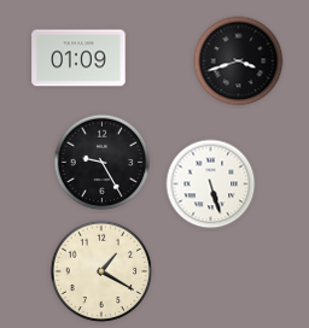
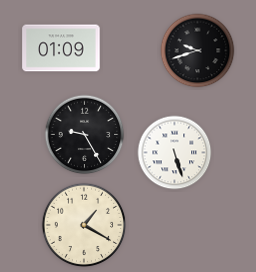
clock at (78, 58) position: (78, 58) -> (61, 48)
clock at (239, 61): 3:42 -> 9:42
